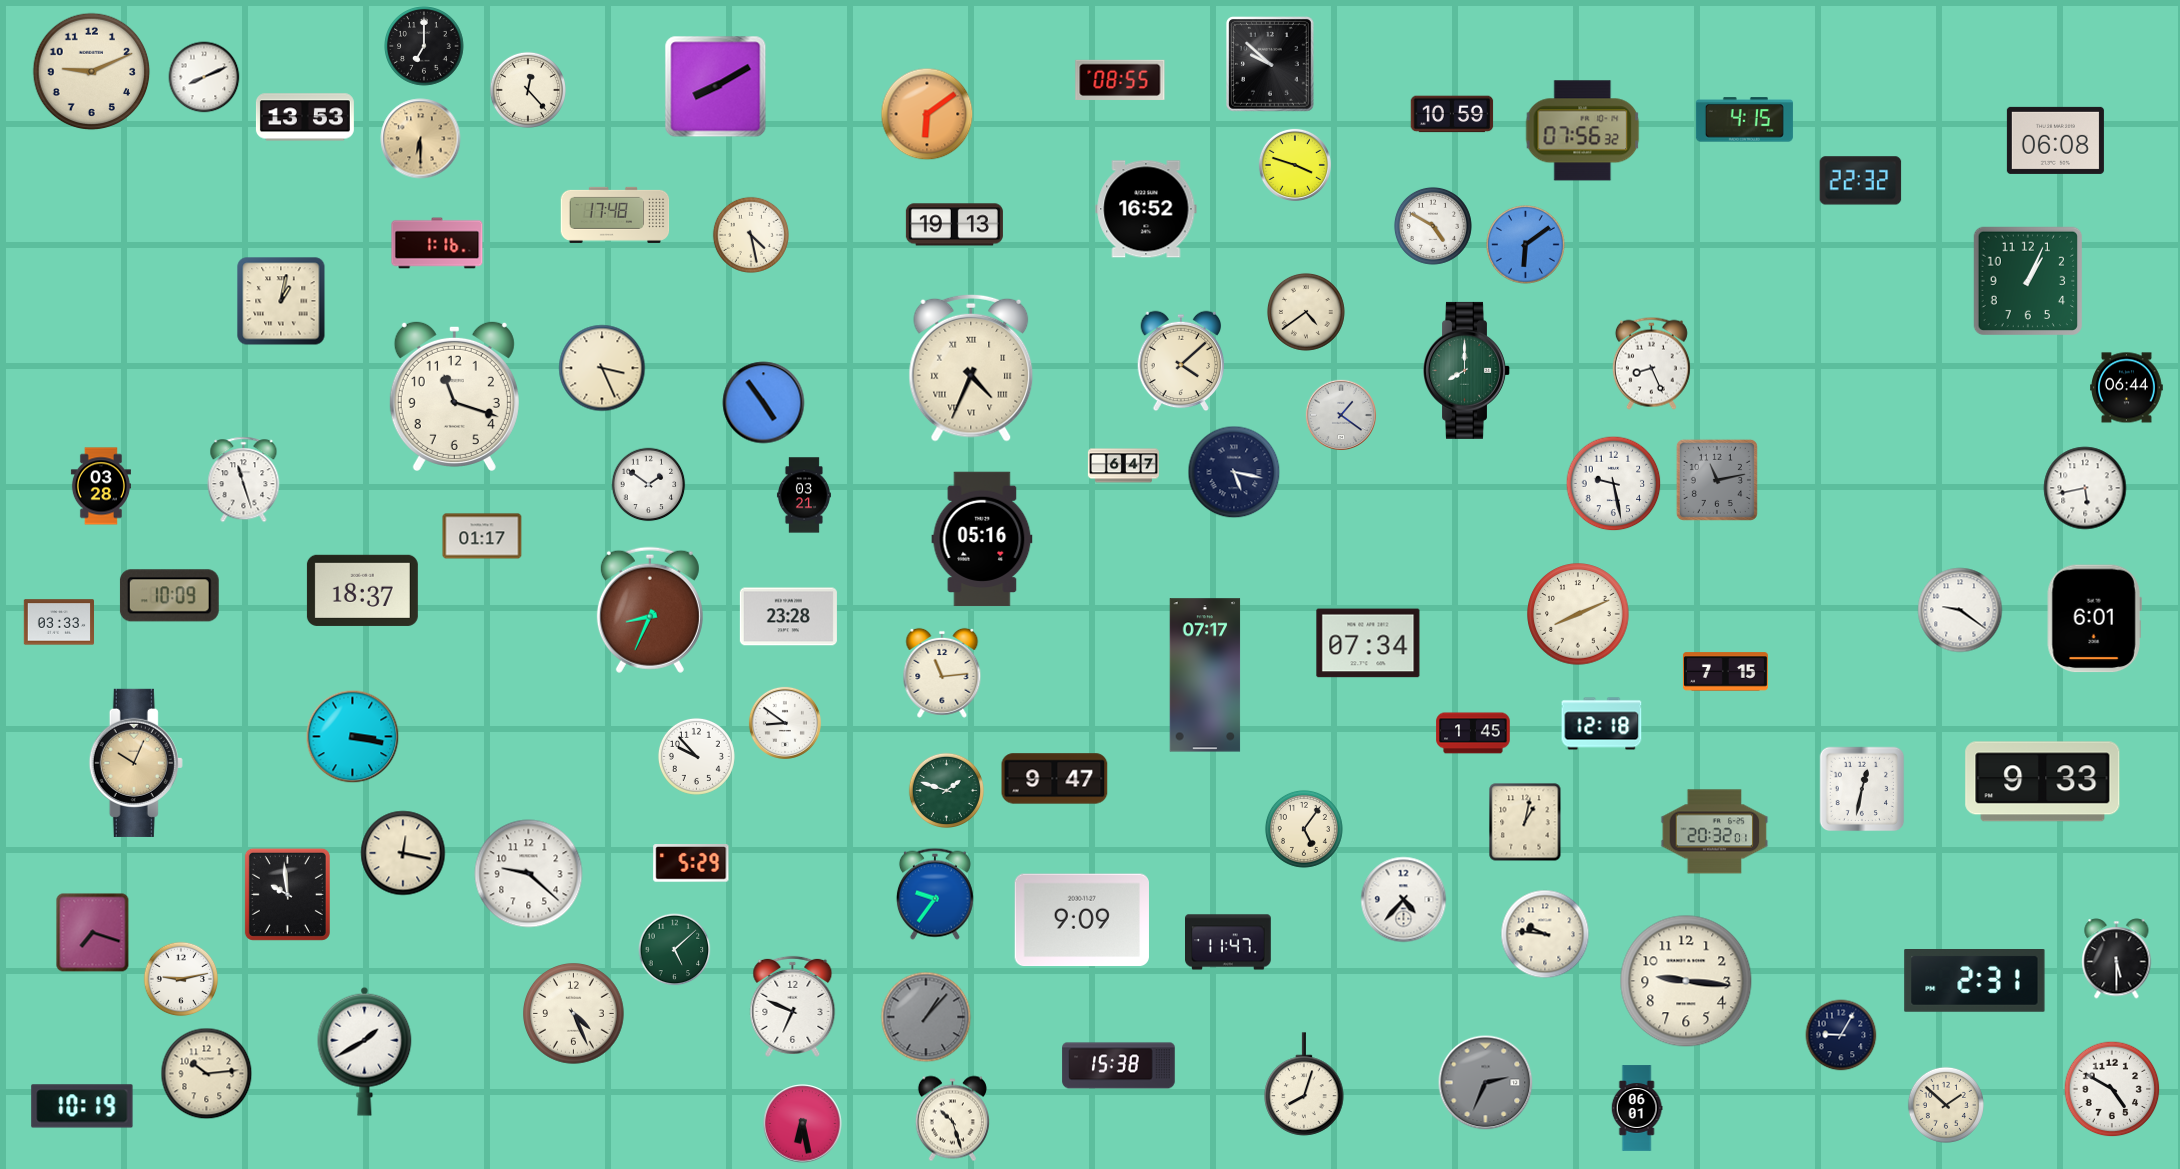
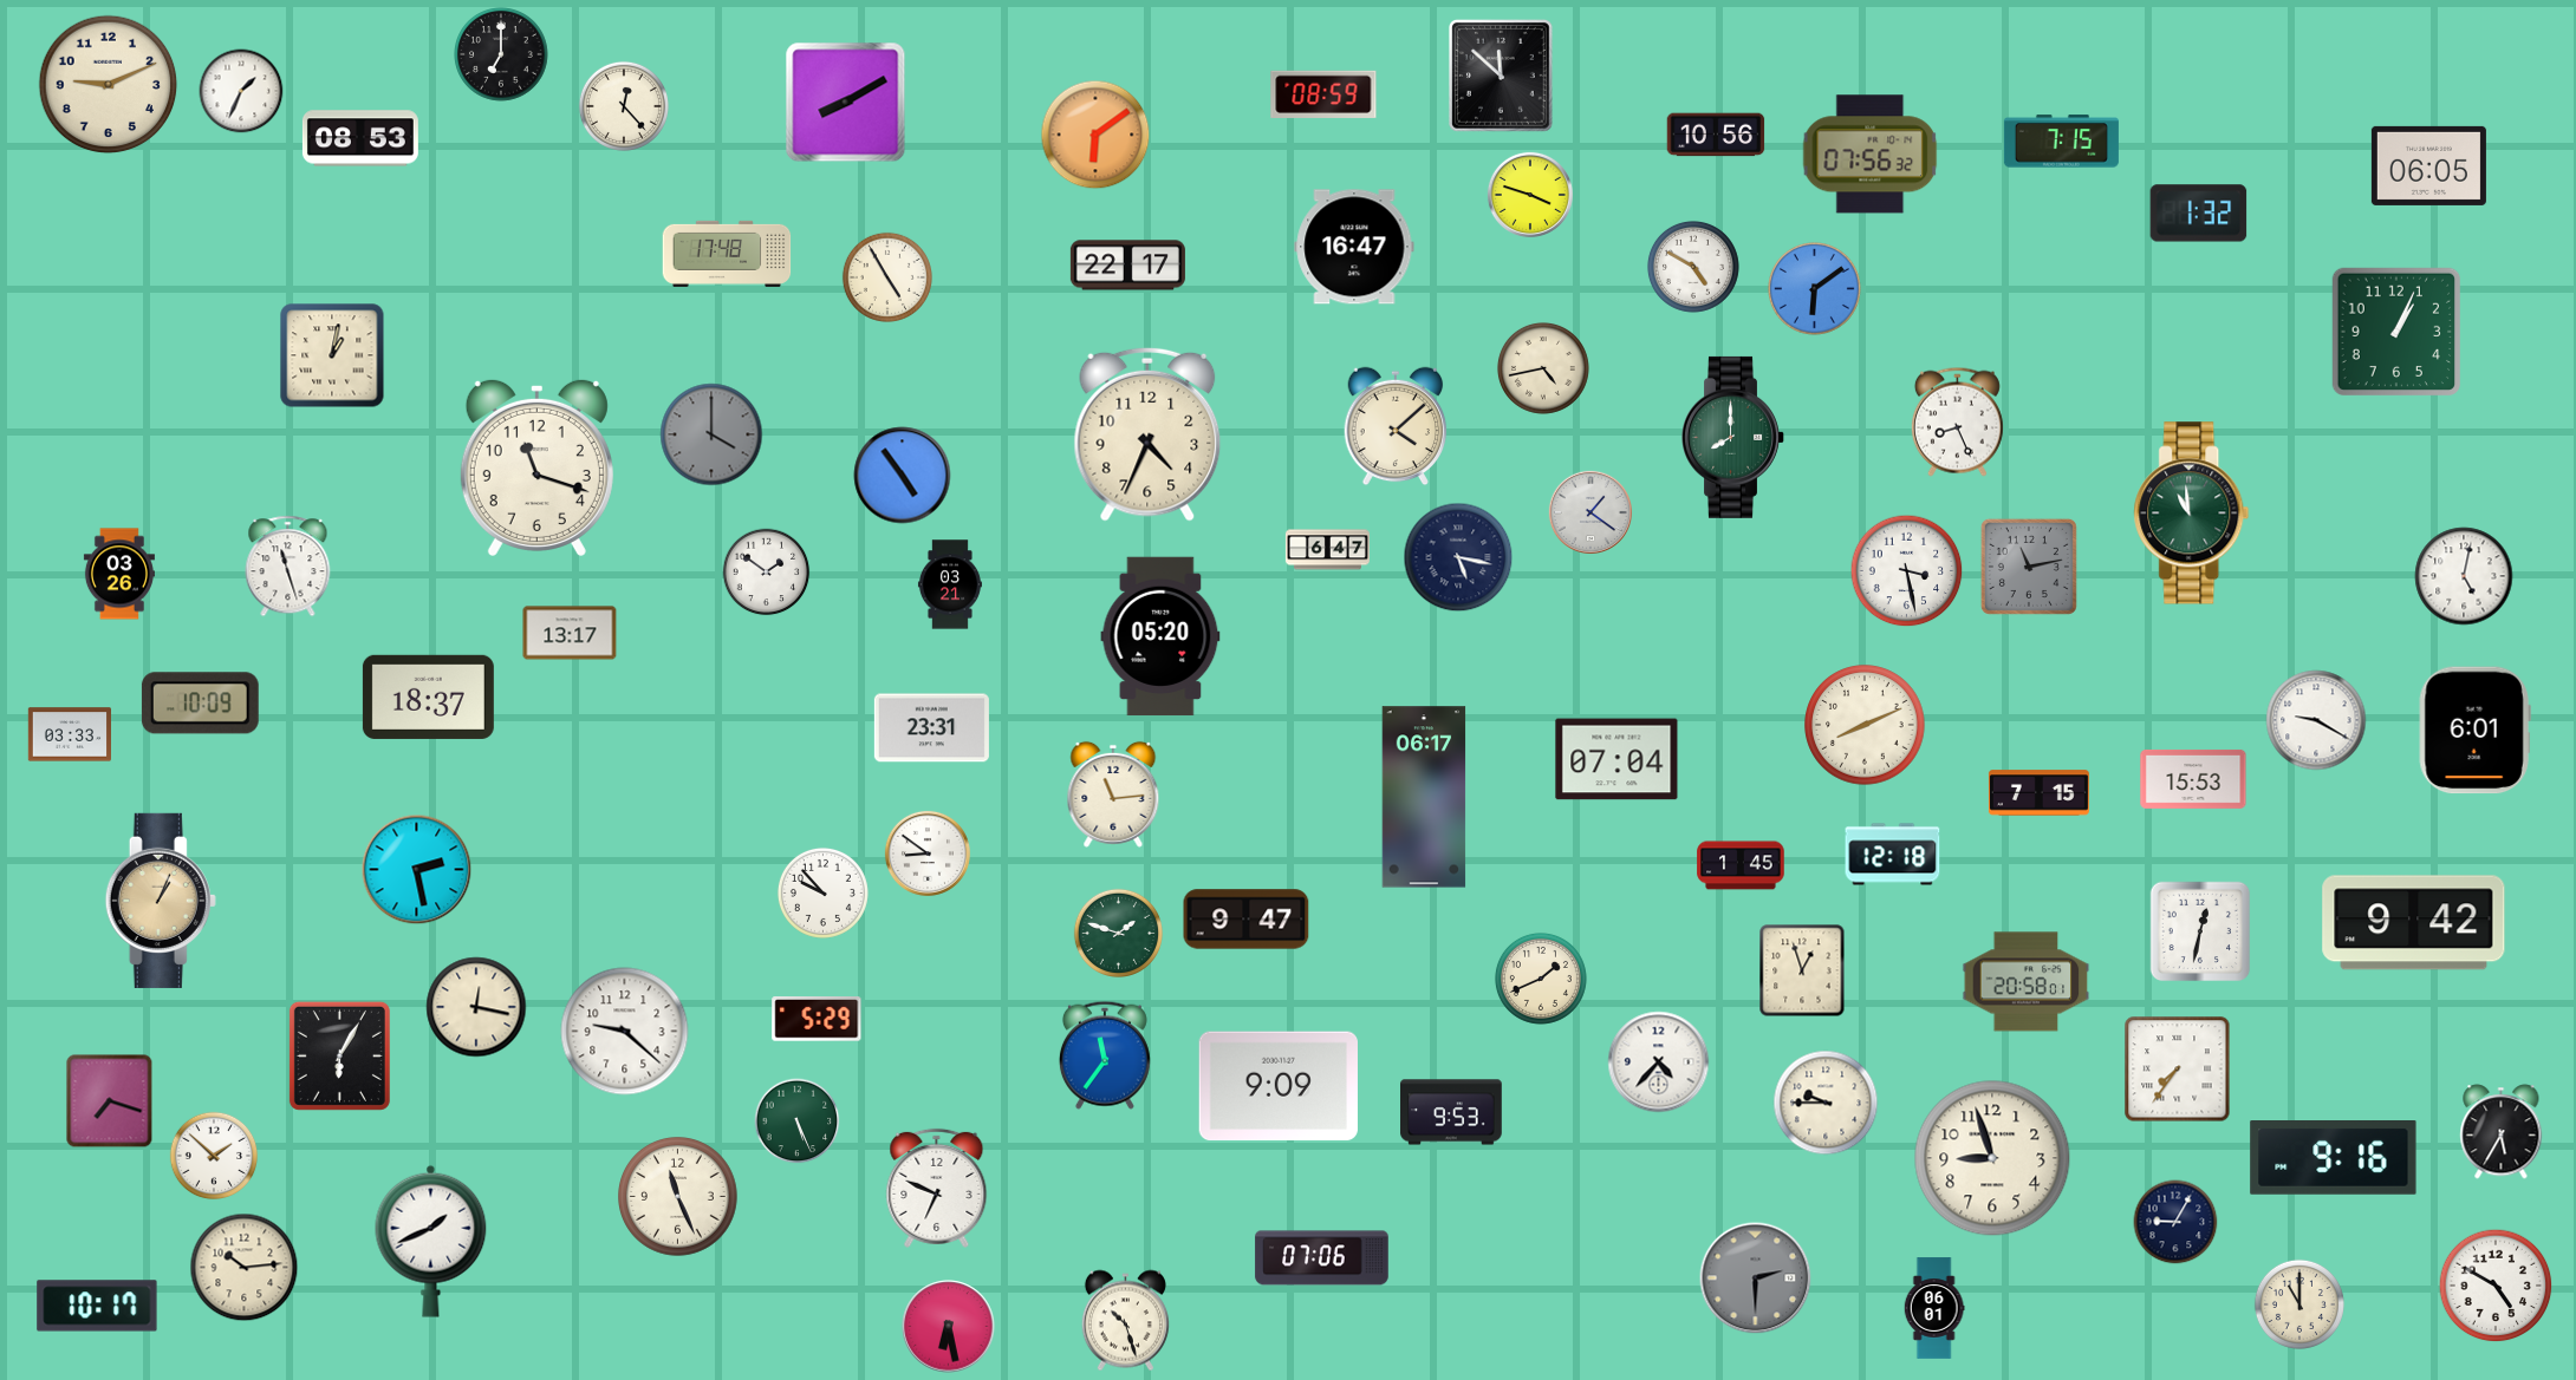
clock at (1271, 65): 9:52 -> 11:52
clock at (204, 77): 8:11 -> 1:34
clock at (1120, 80): 08:55 -> 08:59
clock at (1452, 114): 10:59 -> 10:56
clock at (305, 117): 13:53 -> 08:53
clock at (1744, 120): 4:15 -> 7:15
clock at (421, 139): 6:30 -> none
clock at (2055, 140): 06:08 -> 06:05
clock at (1861, 181): 22:32 -> 1:32
clock at (1146, 209): 16:52 -> 16:47
clock at (954, 225): 19:13 -> 22:17
clock at (751, 235): 4:28 -> 4:55
clock at (437, 243): 1:16 -> none
clock at (1526, 245) position: (1526, 245) -> (1815, 289)
clock at (1306, 312): 4:39 -> 4:43
clock at (1651, 363) position: (1651, 363) -> (1957, 421)
clock at (602, 368): 3:26 -> 4:00
clock at (602, 368) dial: cream -> grey
clock at (971, 368) numerals: Roman -> Arabic
clock at (2127, 388): 06:44 -> none
clock at (1340, 414) position: (1340, 414) -> (1589, 511)
clock at (2192, 514): none -> 10:59
clock at (1614, 484): 9:28 -> 3:28
clock at (101, 486): 03:28 -> 03:26
clock at (2085, 488): 5:43 -> 5:02
clock at (482, 536): 01:17 -> 13:17
clock at (982, 539): 05:16 -> 05:20
clock at (650, 610): 8:34 -> none
clock at (1960, 610): 9:21 -> 9:20
clock at (788, 617): 23:28 -> 23:31
clock at (1368, 643): 07:34 -> 07:04
clock at (2193, 779): none -> 15:53
clock at (1205, 675): 07:17 -> 06:17
clock at (353, 737): 3:17 -> 2:28
clock at (136, 763): 10:04 -> 1:04
clock at (2043, 782): 9:33 -> 9:42
clock at (1525, 822): 1:02 -> 12:57
clock at (1304, 829): 5:06 -> 1:41
clock at (1715, 832): 20:32 -> 20:58
clock at (287, 894): 9:59 -> 6:05
clock at (935, 894): 9:36 -> 11:36
clock at (2178, 1070): none -> 7:36
clock at (1545, 934): 9:46 -> 9:45
clock at (1229, 942): 11:47 -> 9:53
clock at (675, 950): 5:08 -> 5:26
clock at (2117, 959): 5:30 -> 5:35
clock at (181, 979): 9:13 -> 1:52
clock at (1686, 981): 9:16 -> 8:57
clock at (1975, 981): 2:31 -> 9:16
clock at (574, 1014): 4:26 -> 11:26
clock at (926, 1017): 1:07 -> none
clock at (365, 1051): 1:40 -> 1:41
clock at (1119, 1066): 15:38 -> 07:06
clock at (1486, 1083): 2:34 -> 2:30
clock at (1304, 1084): 8:03 -> none
clock at (1946, 1105): 1:52 -> 11:00
clock at (82, 1106): 10:19 -> 10:17
